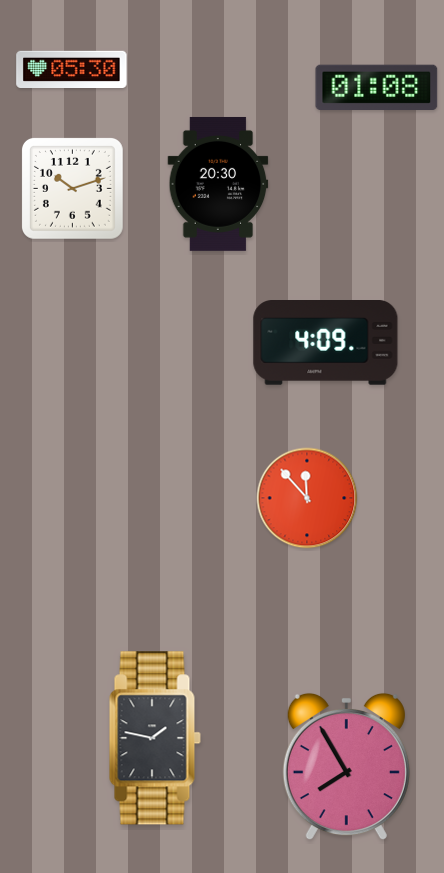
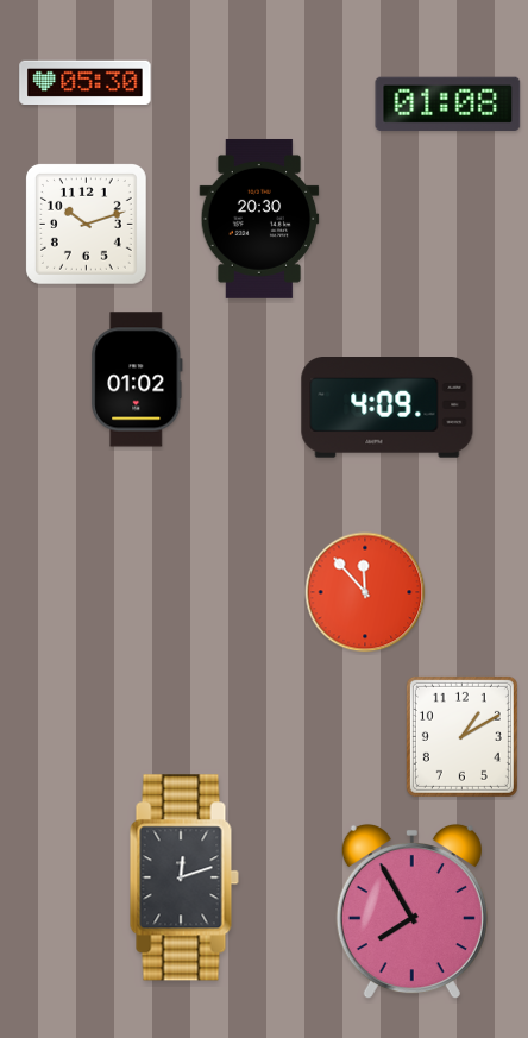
clock at (137, 379): none -> 01:02
clock at (461, 736): none -> 1:10
clock at (155, 738): 1:47 -> 12:12
